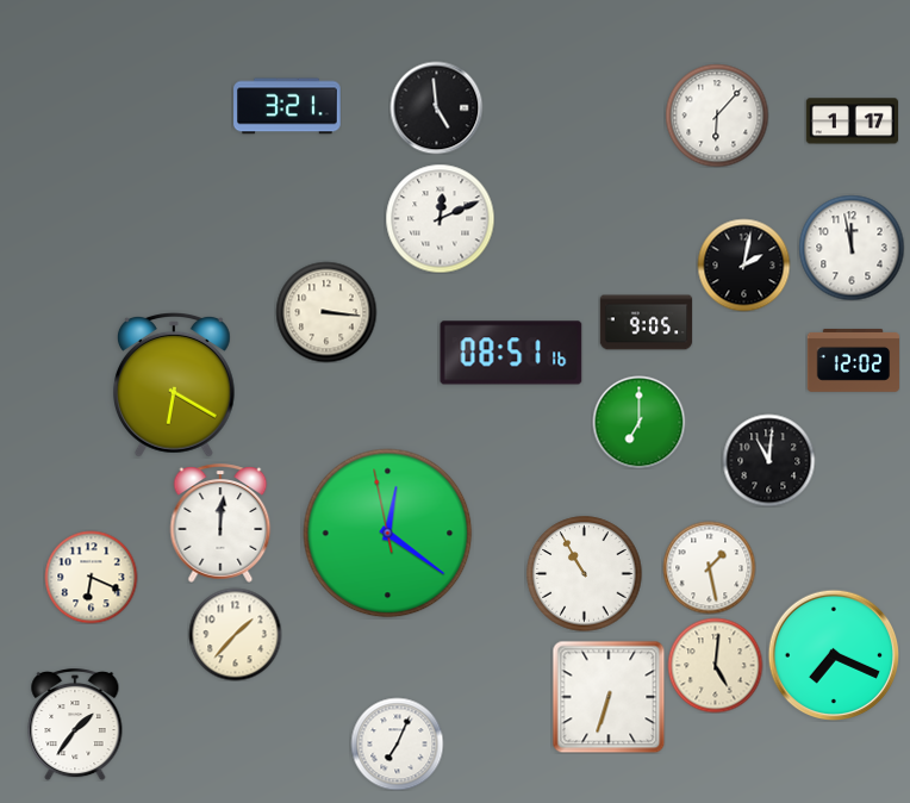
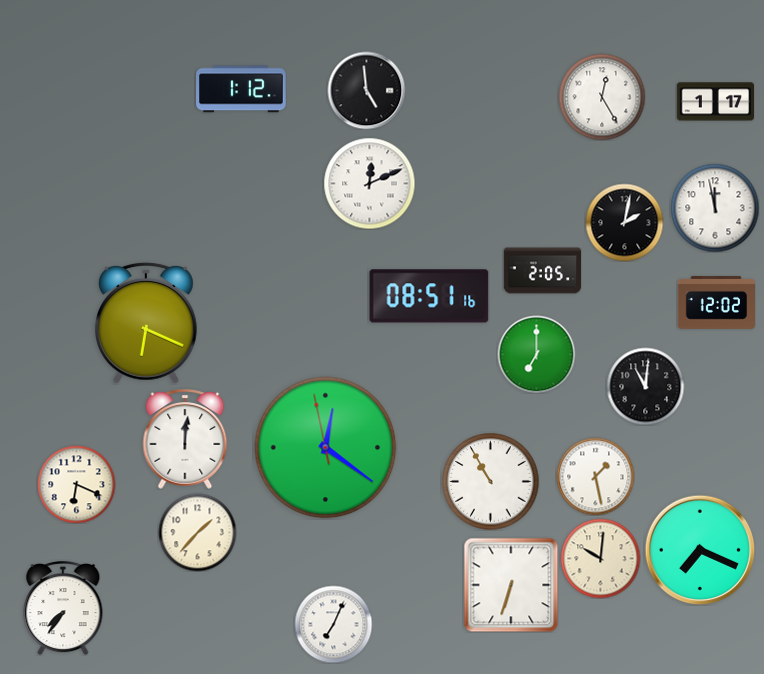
clock at (287, 106): 3:21 -> 1:12
clock at (717, 116): 6:07 -> 12:25
clock at (326, 312): 3:16 -> none
clock at (646, 323): 9:05 -> 2:05
clock at (174, 386): 6:20 -> 6:19
clock at (715, 665): 5:01 -> 10:01
clock at (75, 724): 1:36 -> 7:36
